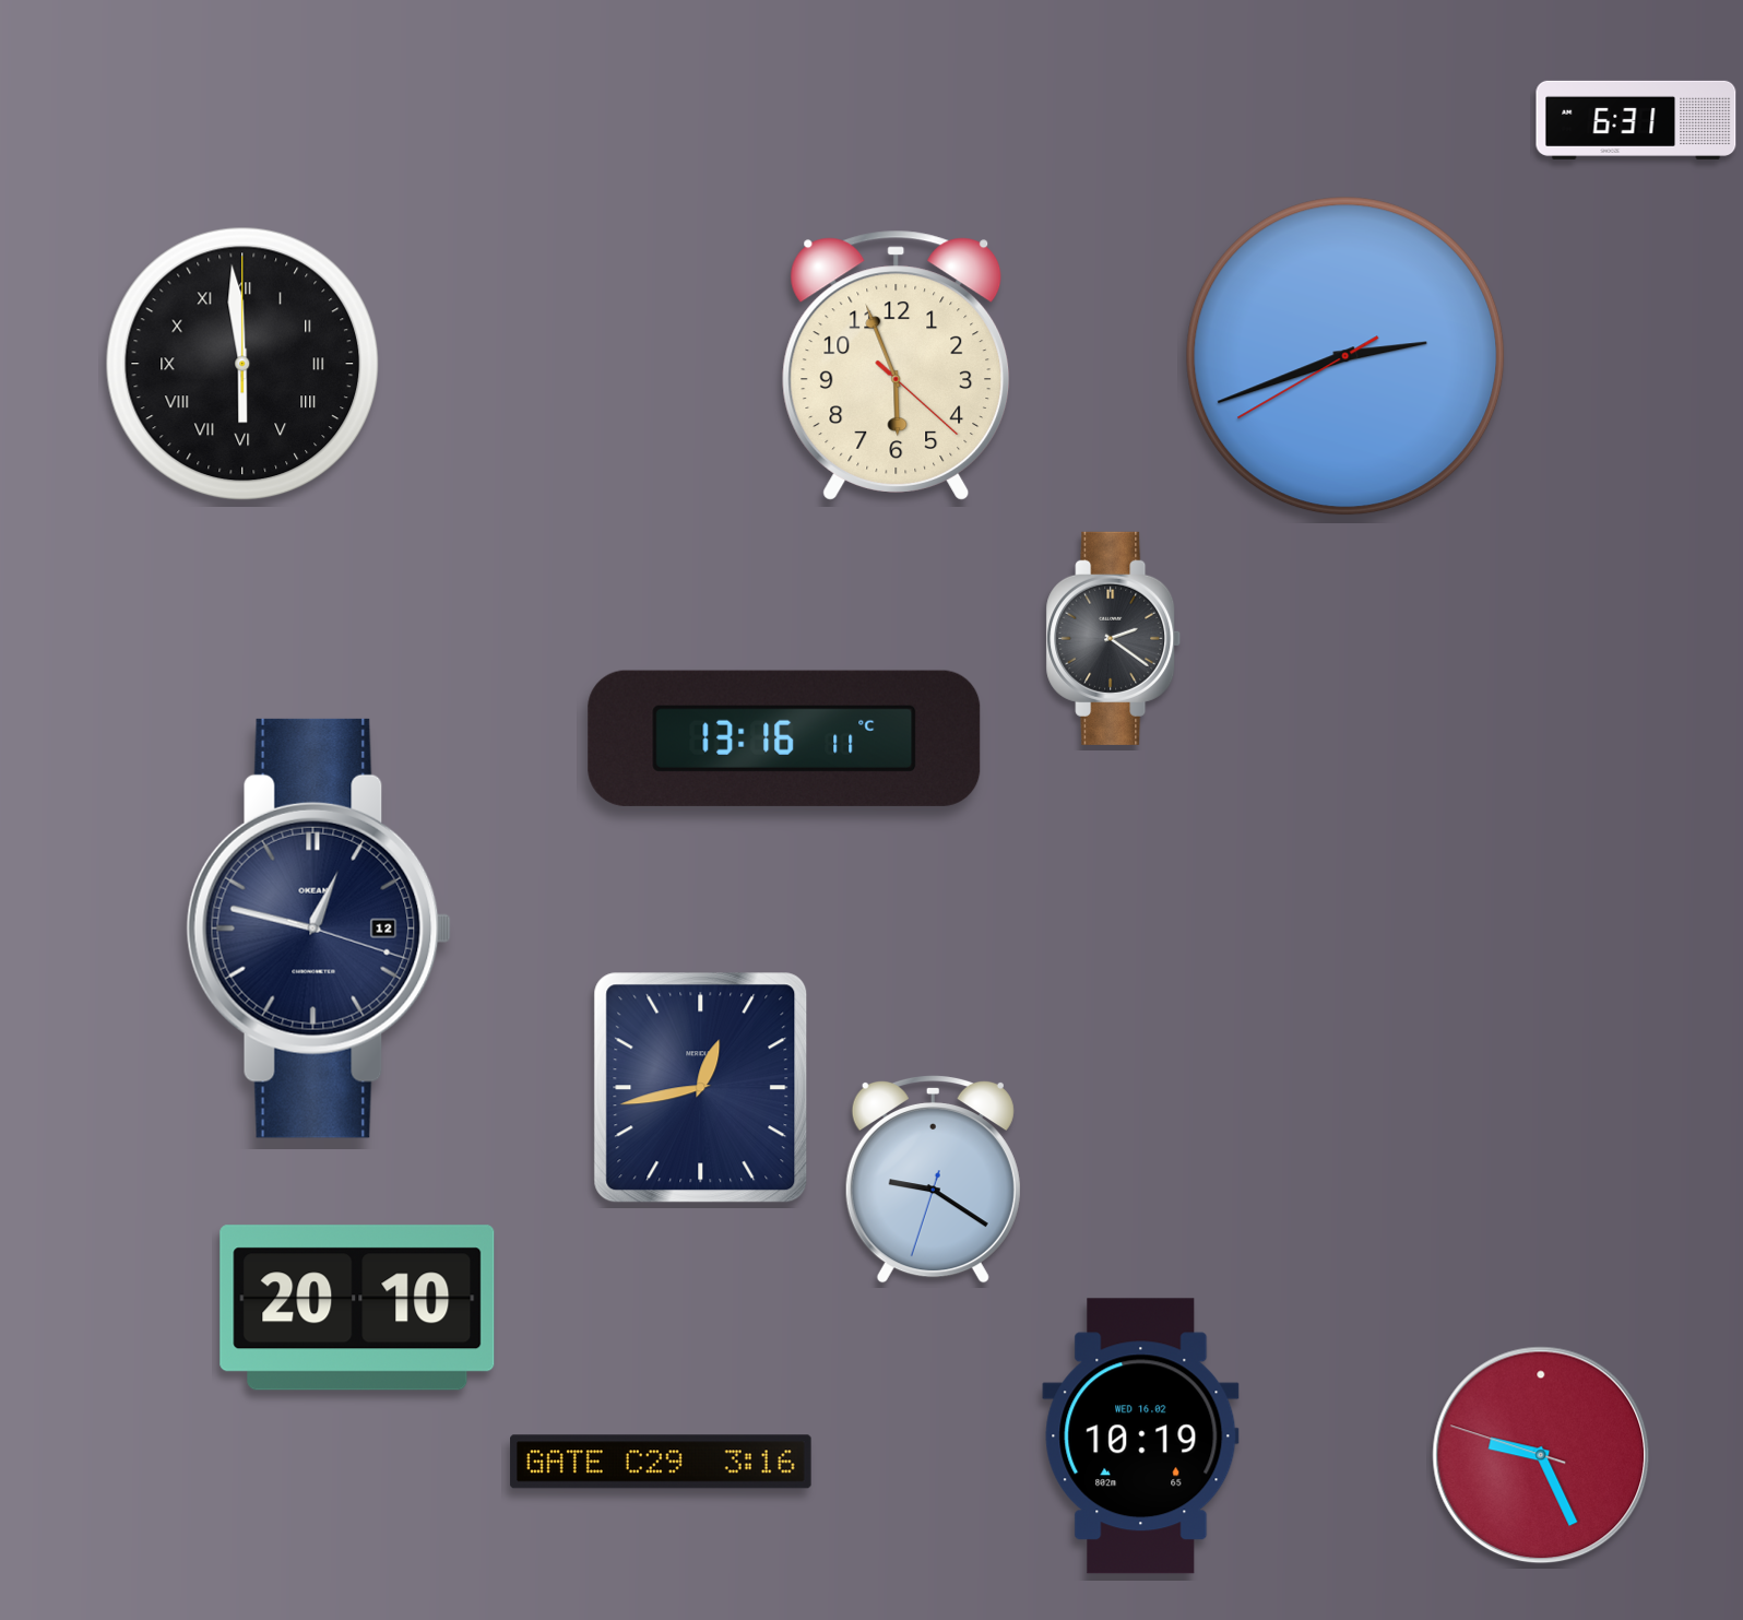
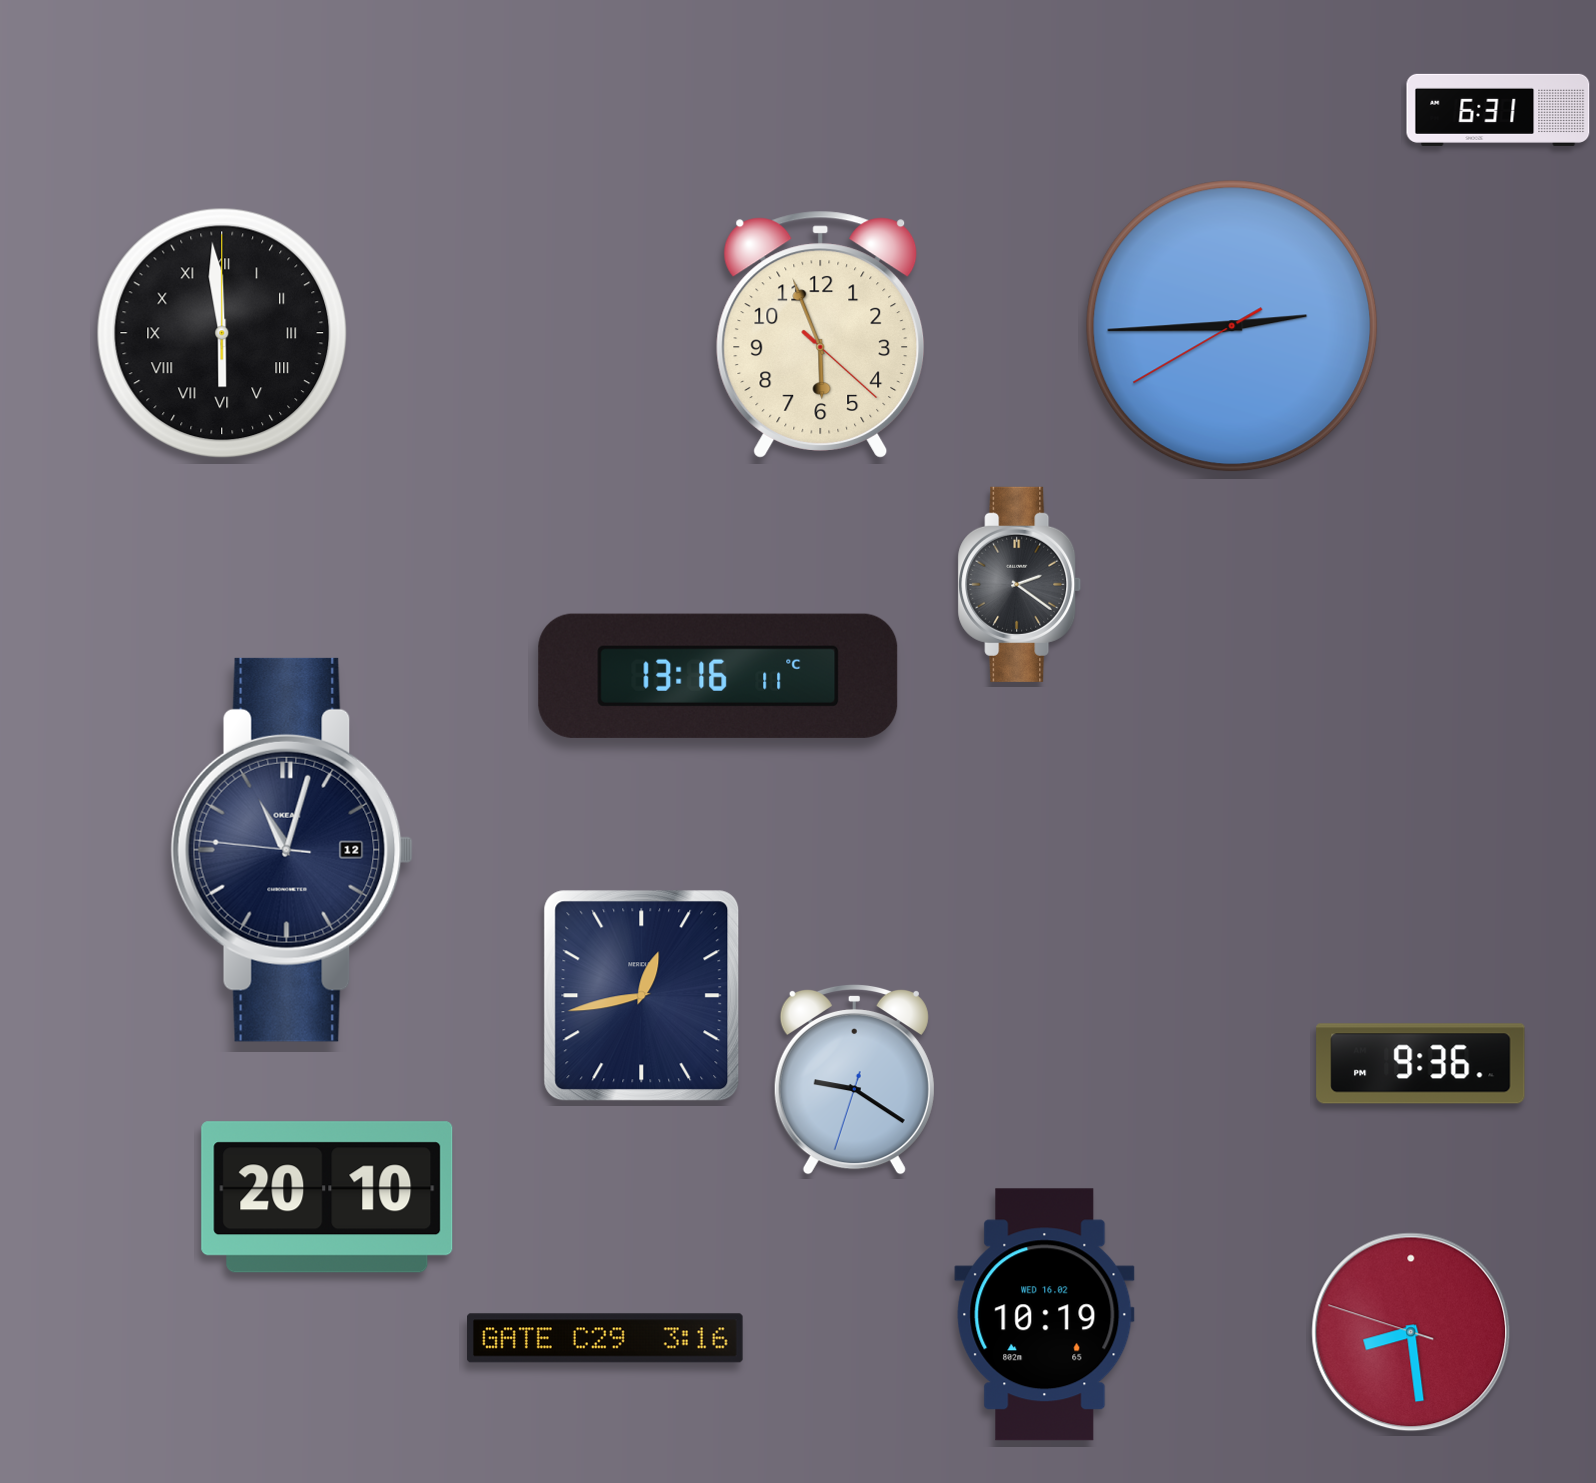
clock at (1345, 356): 2:41 -> 2:44
clock at (319, 929): 12:47 -> 11:02
clock at (1421, 1064): none -> 9:36
clock at (1541, 1455): 9:25 -> 8:28
